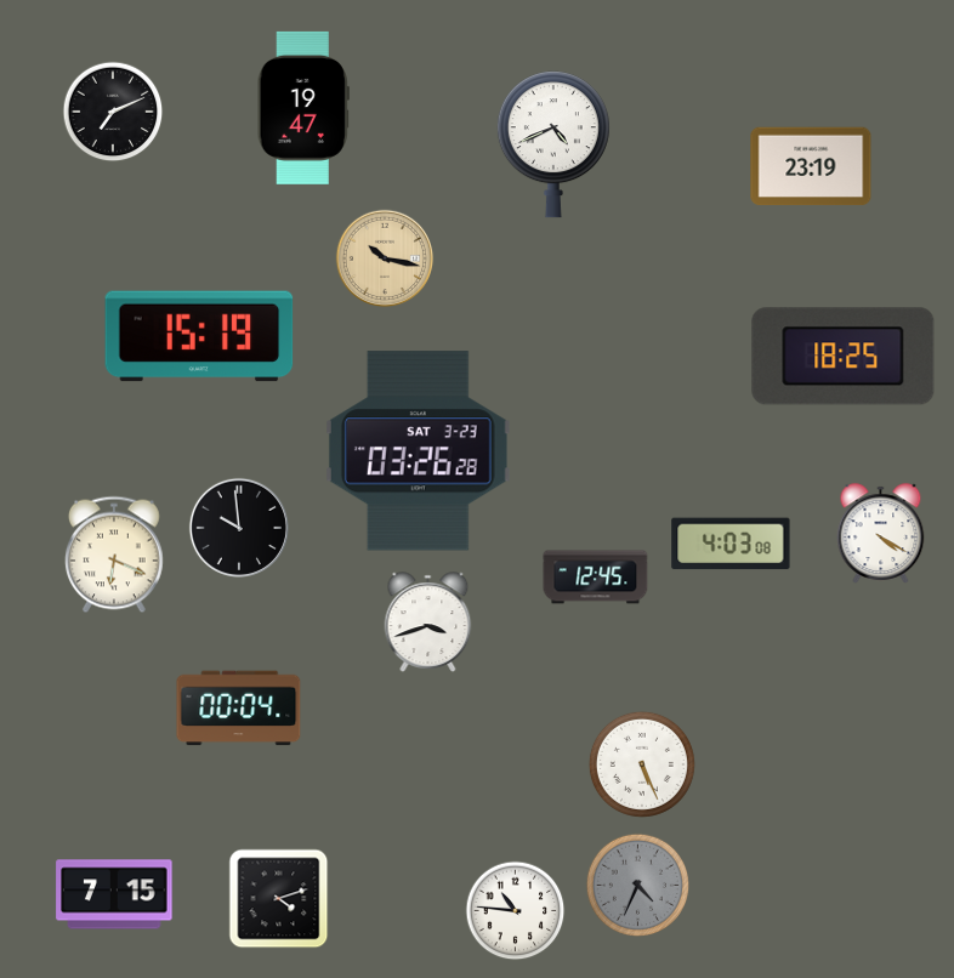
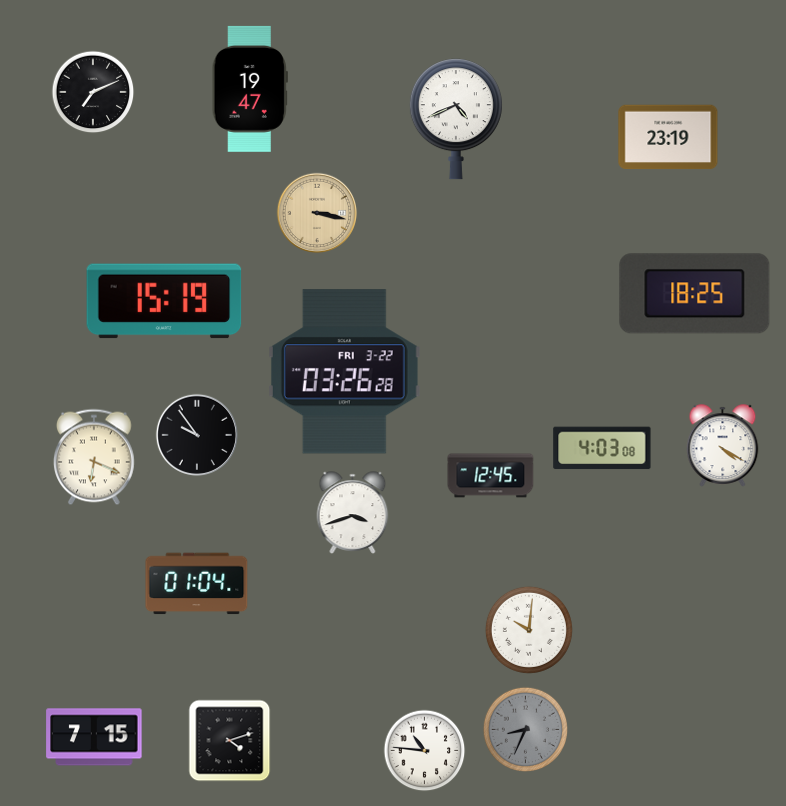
clock at (385, 258): 10:17 -> 3:17
clock at (199, 336) position: (199, 336) -> (164, 301)
clock at (418, 451) date: SAT 3-23 -> FRI 3-22
clock at (238, 527): 9:59 -> 9:54
clock at (881, 534) position: (881, 534) -> (723, 446)
clock at (239, 709): 00:04 -> 01:04
clock at (642, 764): 5:26 -> 10:01
clock at (637, 885): 4:34 -> 8:34
